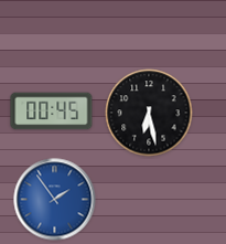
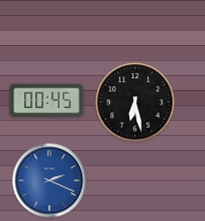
clock at (55, 200): 1:54 -> 2:19
